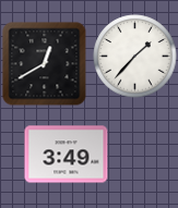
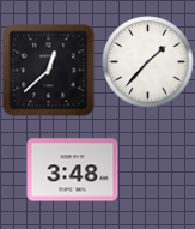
clock at (45, 64): 12:40 -> 12:38
clock at (67, 155): 3:49 -> 3:48
